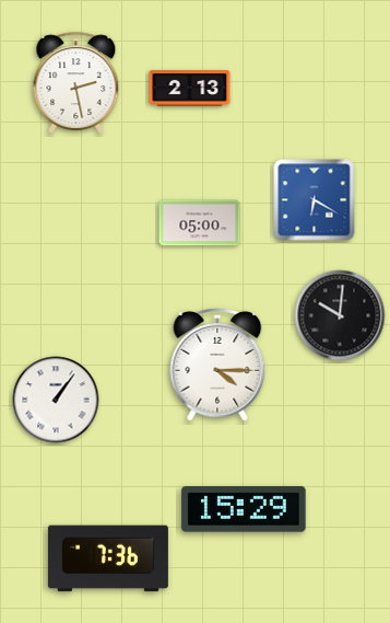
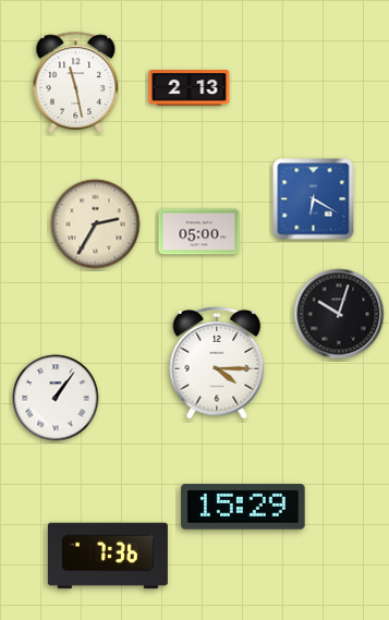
clock at (76, 82): 2:28 -> 11:28
clock at (200, 223) position: (200, 223) -> (199, 232)
clock at (96, 224): none -> 2:35
clock at (340, 315): 10:01 -> 10:03
